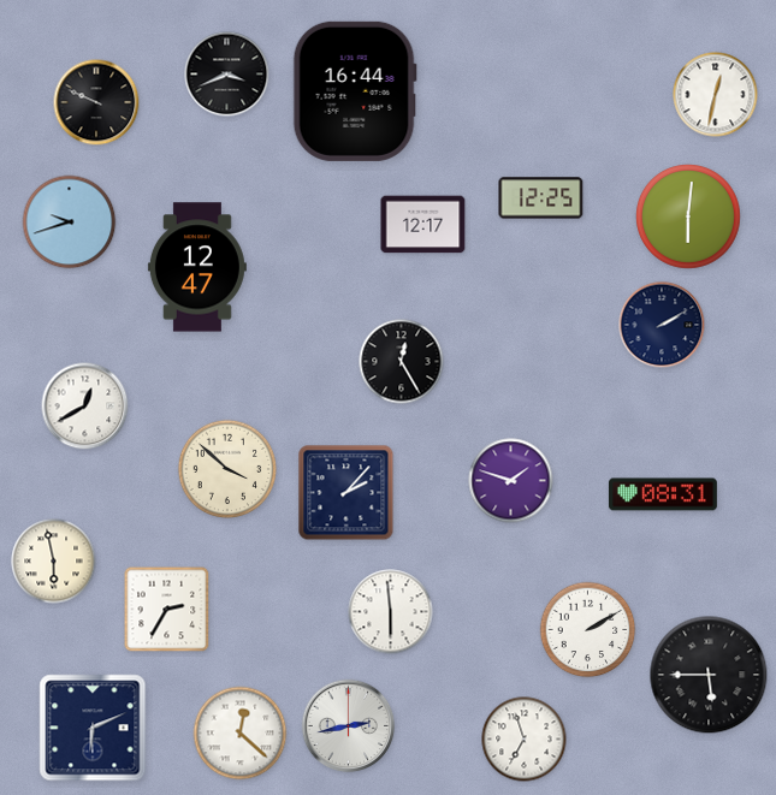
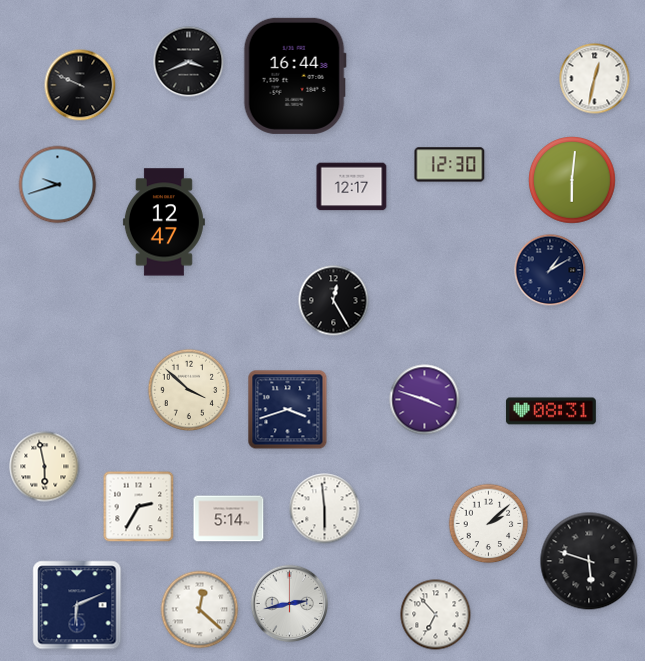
clock at (541, 198): 12:25 -> 12:30
clock at (662, 325): 2:10 -> 1:10
clock at (85, 407): 12:40 -> none
clock at (511, 481): 1:48 -> 3:48
clock at (346, 493): 2:07 -> 3:42
clock at (229, 519): none -> 5:14
clock at (588, 630): 2:10 -> 2:08
clock at (709, 675): 5:45 -> 5:48
clock at (525, 740): 6:57 -> 6:53
